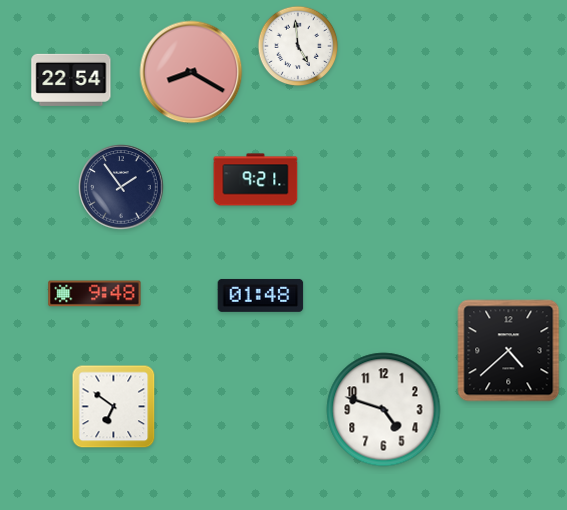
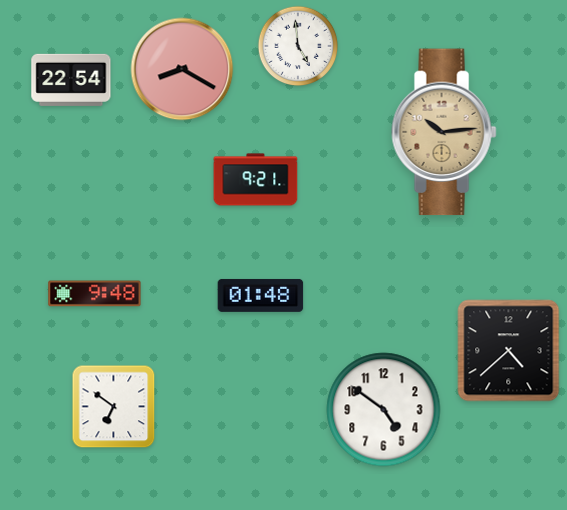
clock at (191, 72) position: (191, 72) -> (182, 69)
clock at (444, 132): none -> 10:14
clock at (121, 187): 1:54 -> none
clock at (384, 410): 4:48 -> 4:51
